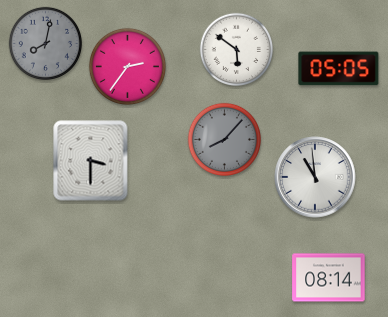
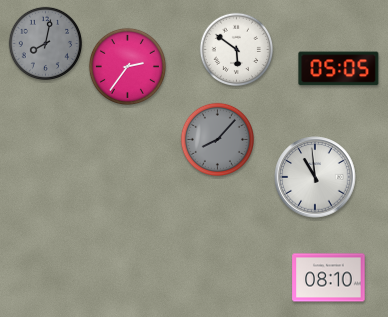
clock at (224, 139) position: (224, 139) -> (217, 139)
clock at (91, 161): 3:30 -> none
clock at (329, 278): 08:14 -> 08:10
